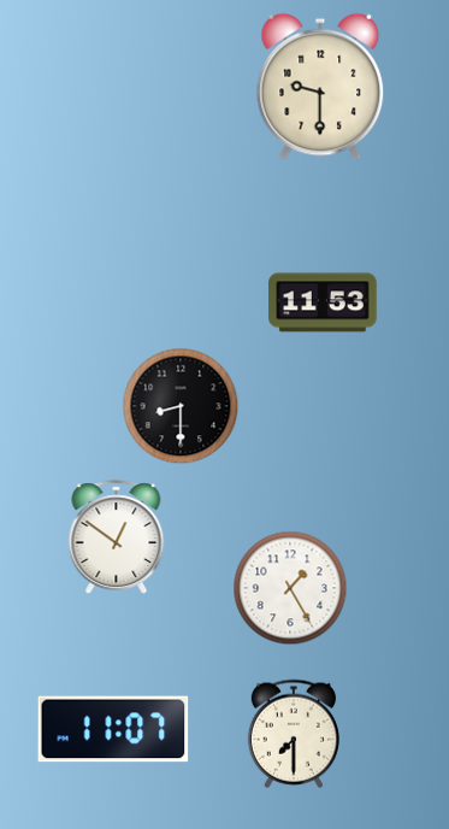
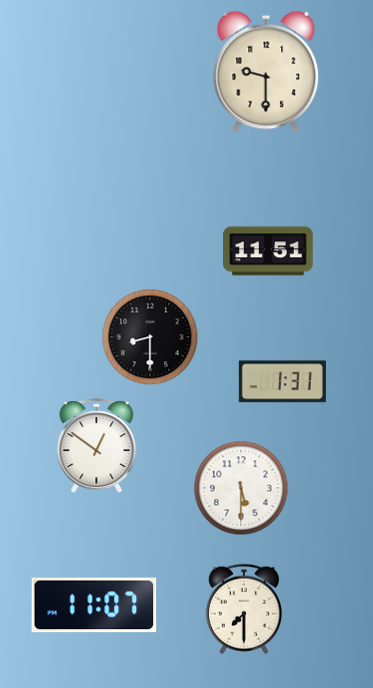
clock at (323, 302): 11:53 -> 11:51
clock at (282, 382): none -> 1:31
clock at (290, 588): 1:25 -> 5:30
